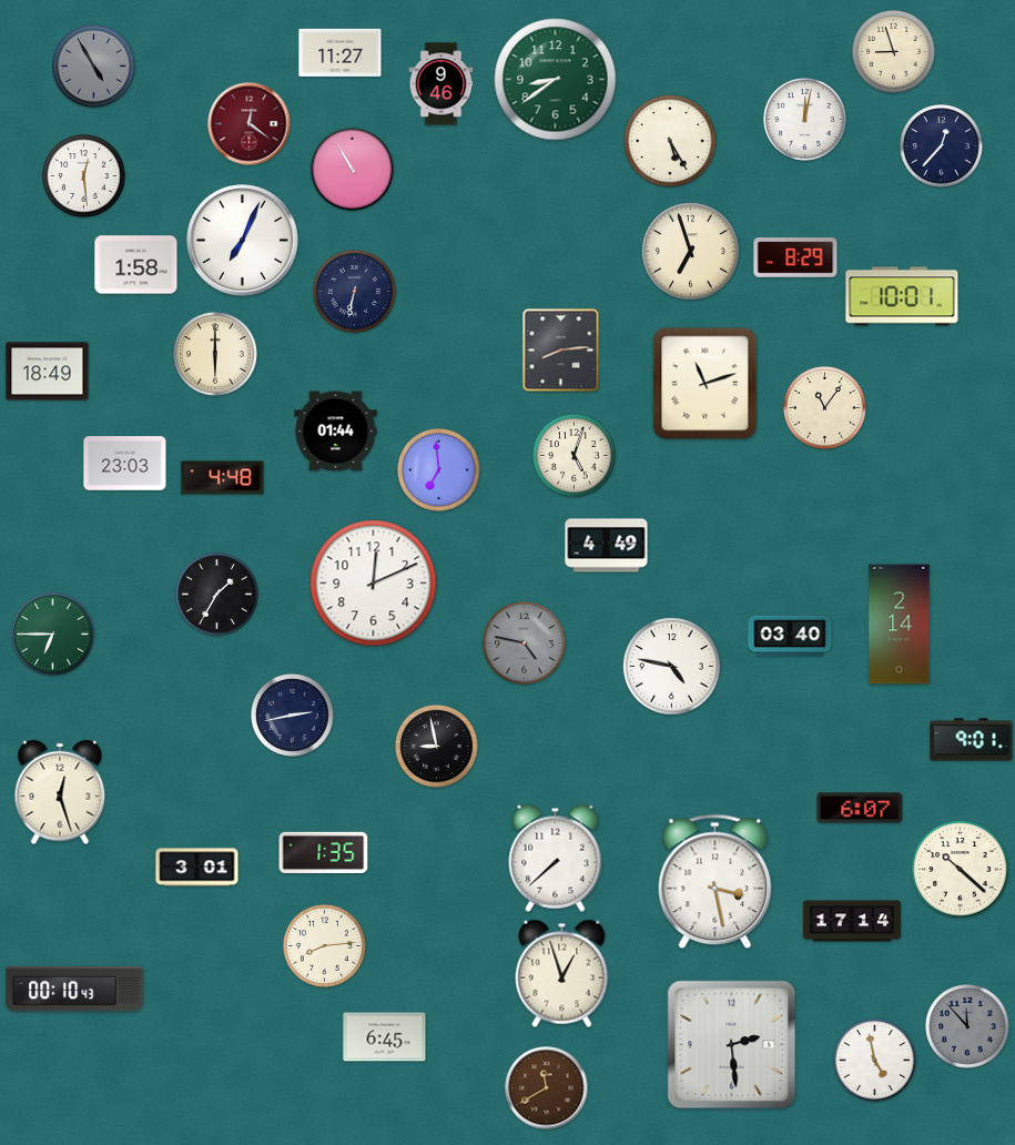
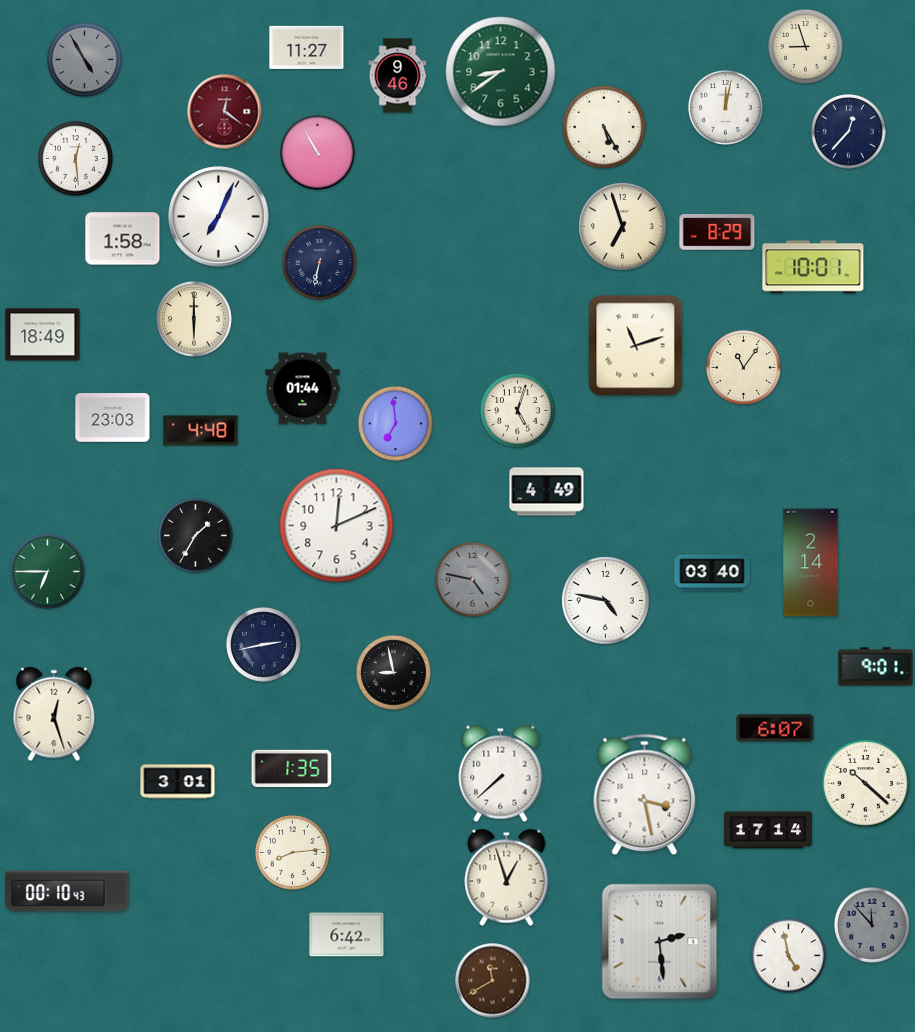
clock at (561, 351): 8:14 -> none
clock at (385, 1037): 6:45 -> 6:42
